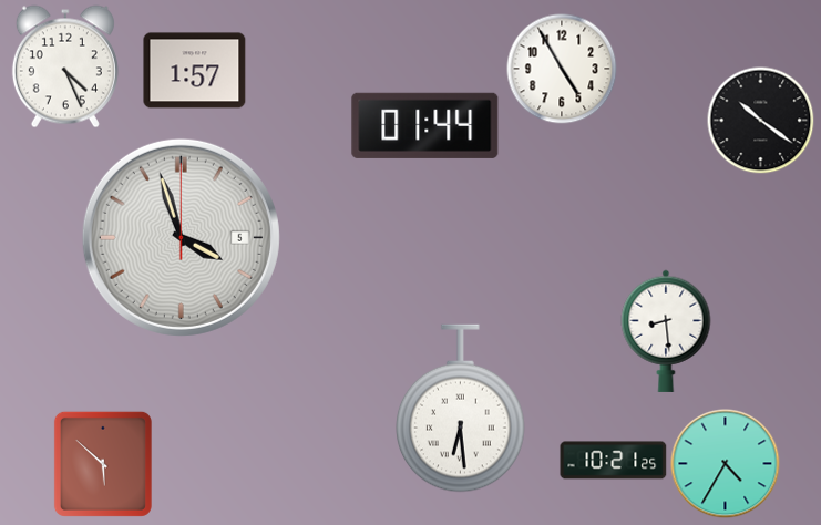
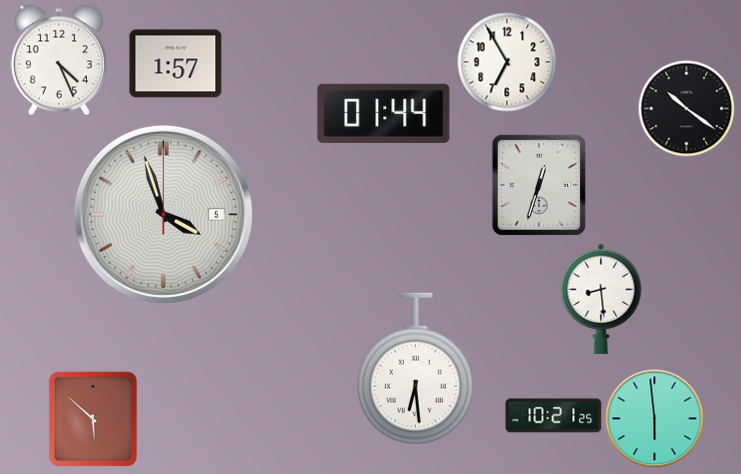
clock at (562, 69): 4:55 -> 6:55
clock at (539, 185): none -> 12:33
clock at (726, 464): 4:35 -> 5:59
